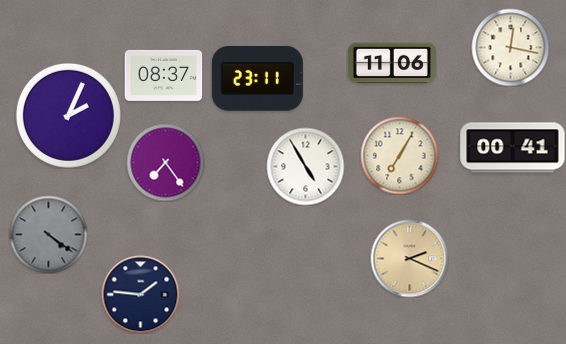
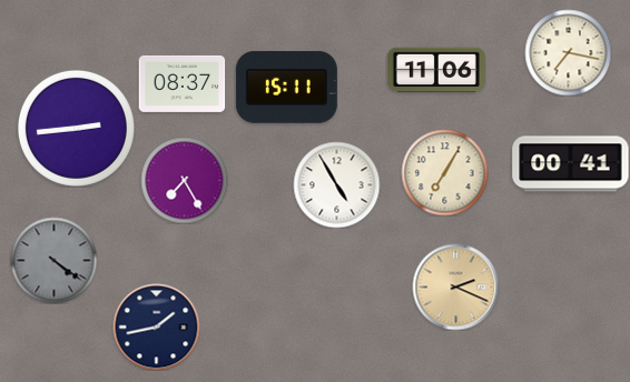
clock at (510, 47): 12:17 -> 7:17
clock at (257, 78): 23:11 -> 15:11
clock at (68, 115): 2:04 -> 2:44
clock at (165, 162): 7:24 -> 7:25
clock at (305, 166) position: (305, 166) -> (336, 184)
clock at (140, 294): 1:46 -> 1:43
